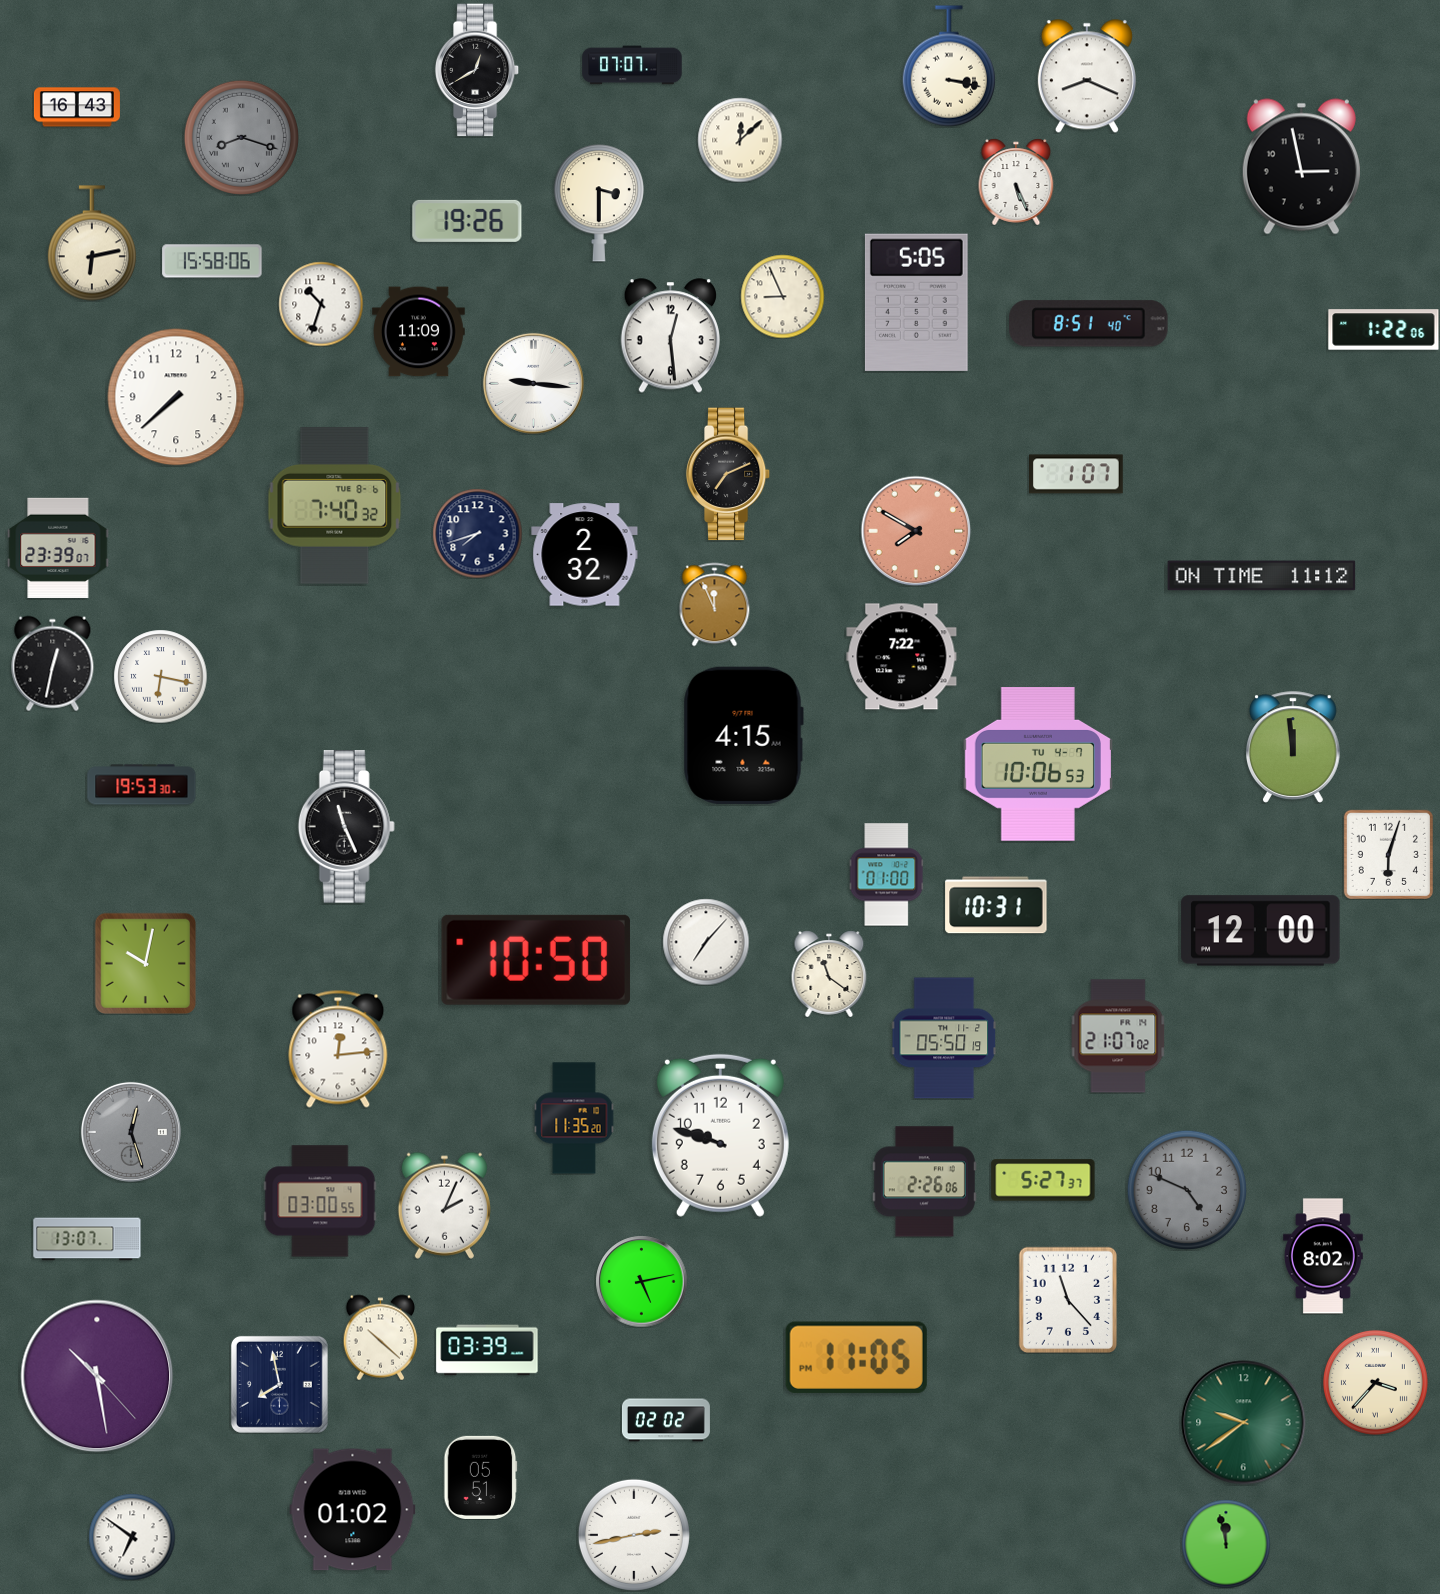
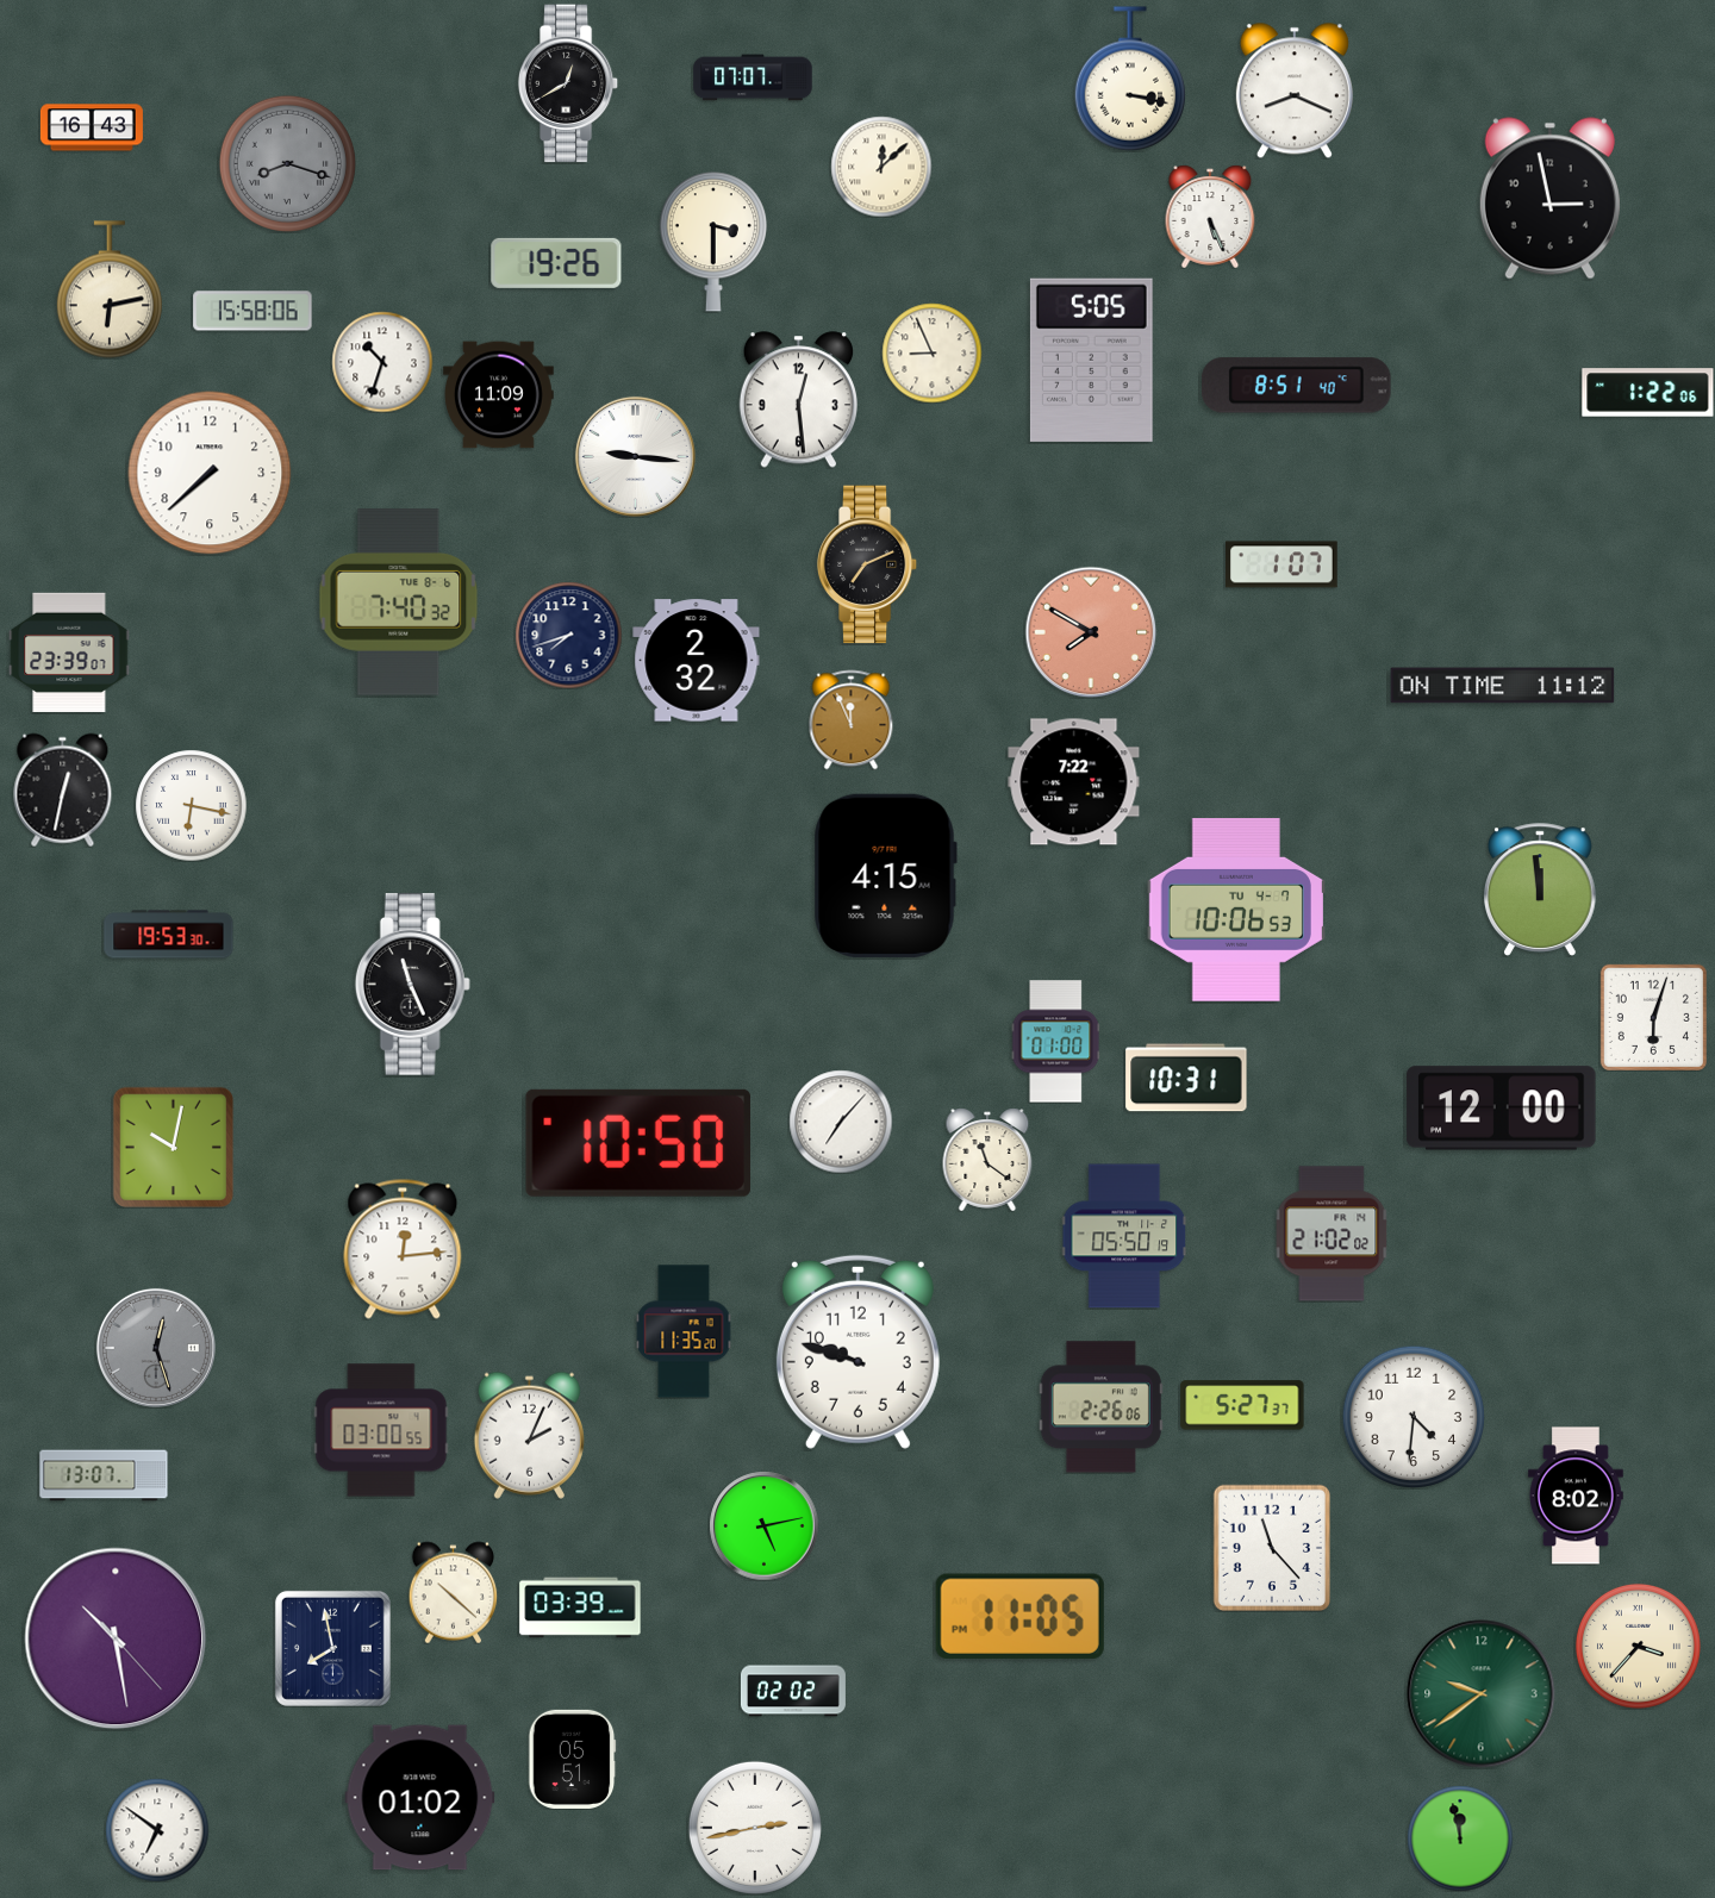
clock at (1118, 1036): 21:07 -> 21:02
clock at (1187, 1190): 4:49 -> 4:31
clock at (1187, 1190) dial: grey -> white
